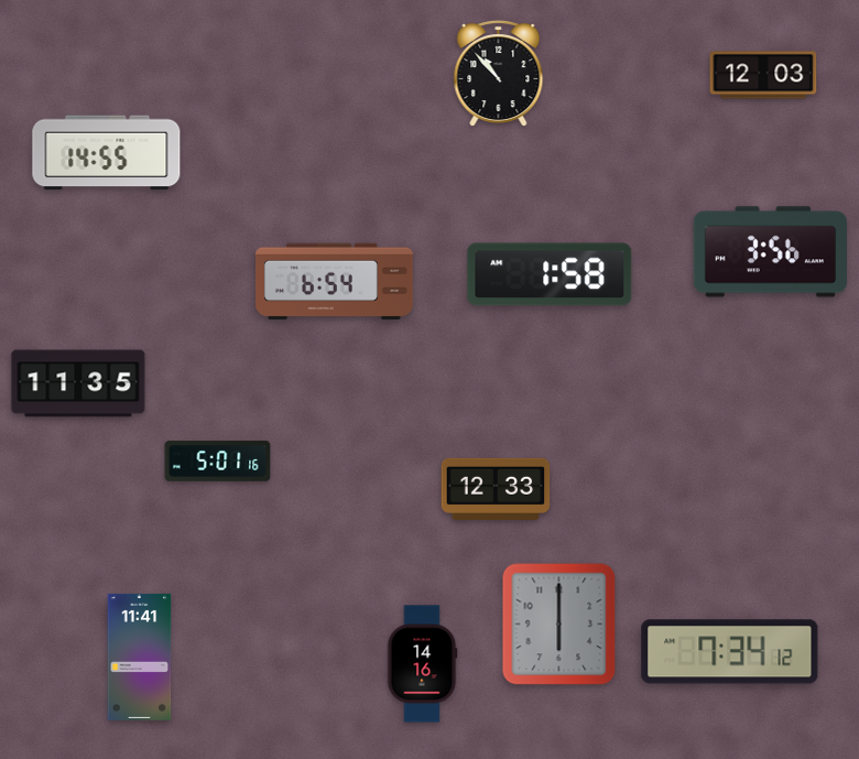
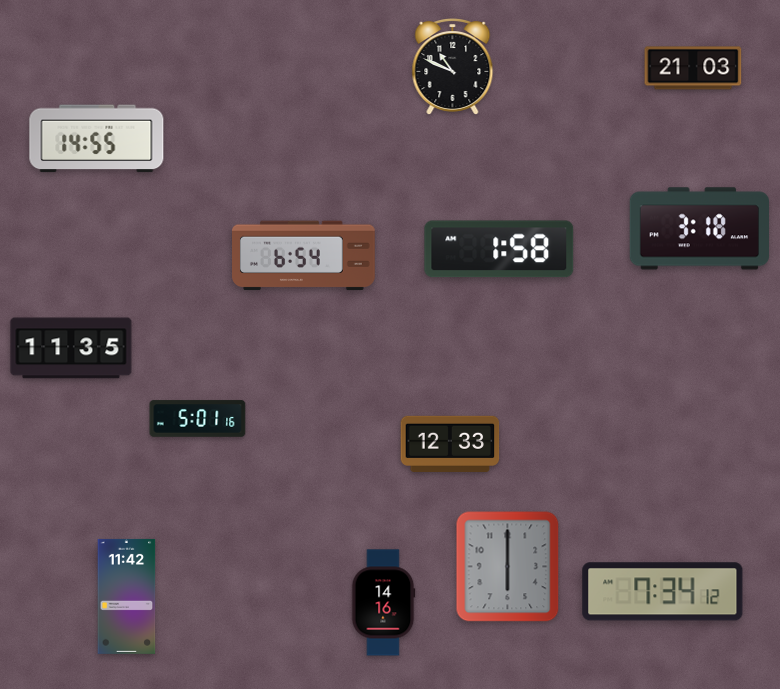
clock at (499, 74): 10:53 -> 10:49
clock at (763, 75): 12:03 -> 21:03
clock at (770, 252): 3:56 -> 3:18
clock at (140, 657): 11:41 -> 11:42
